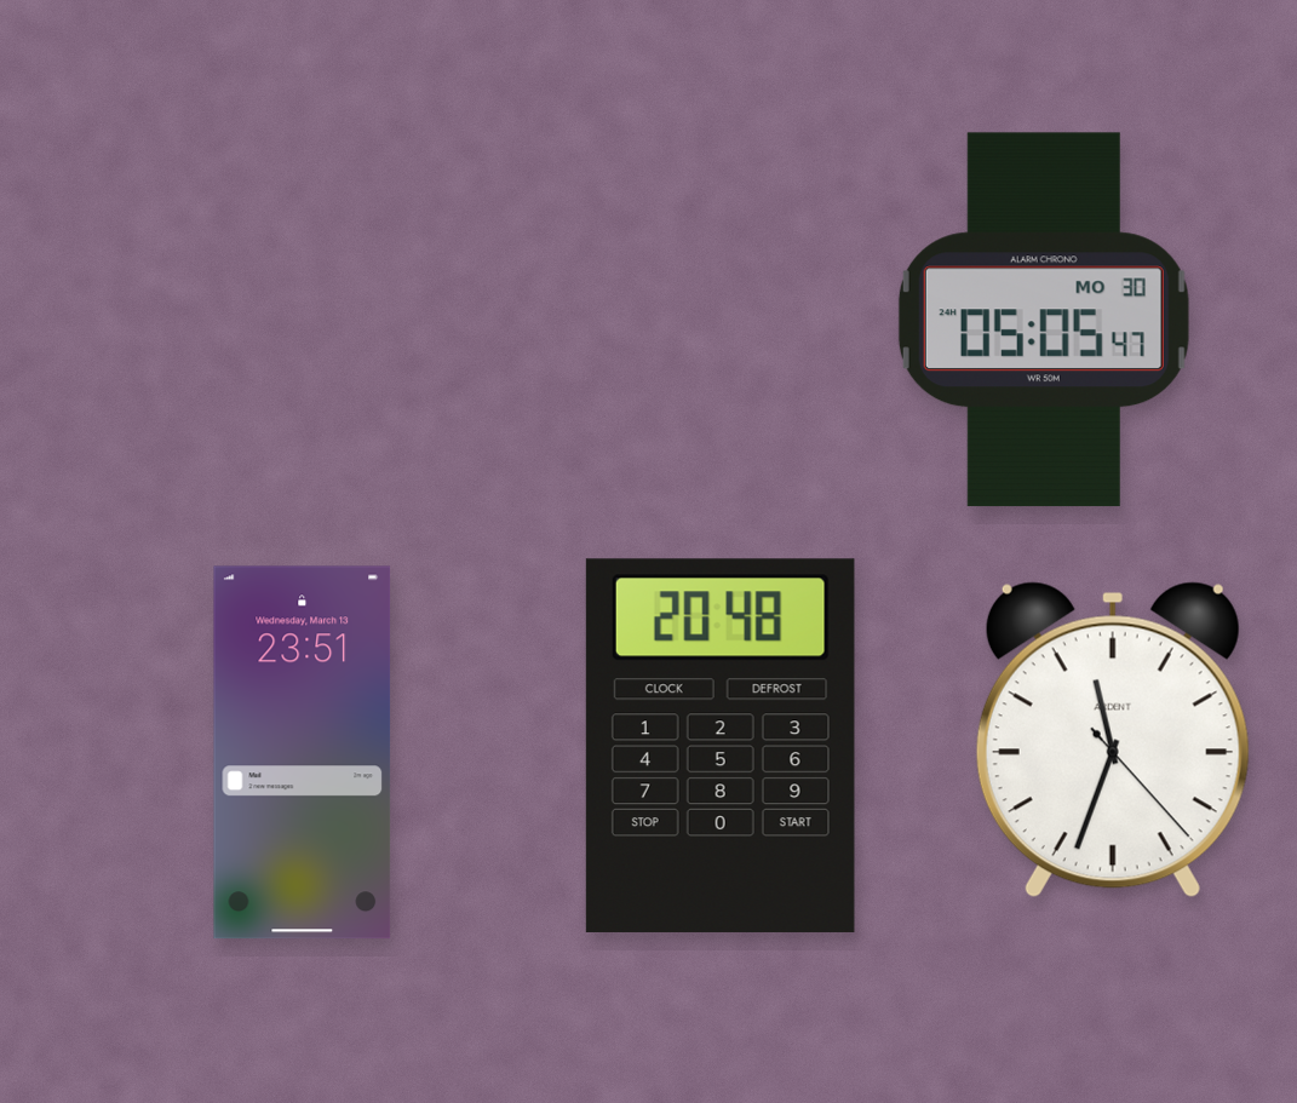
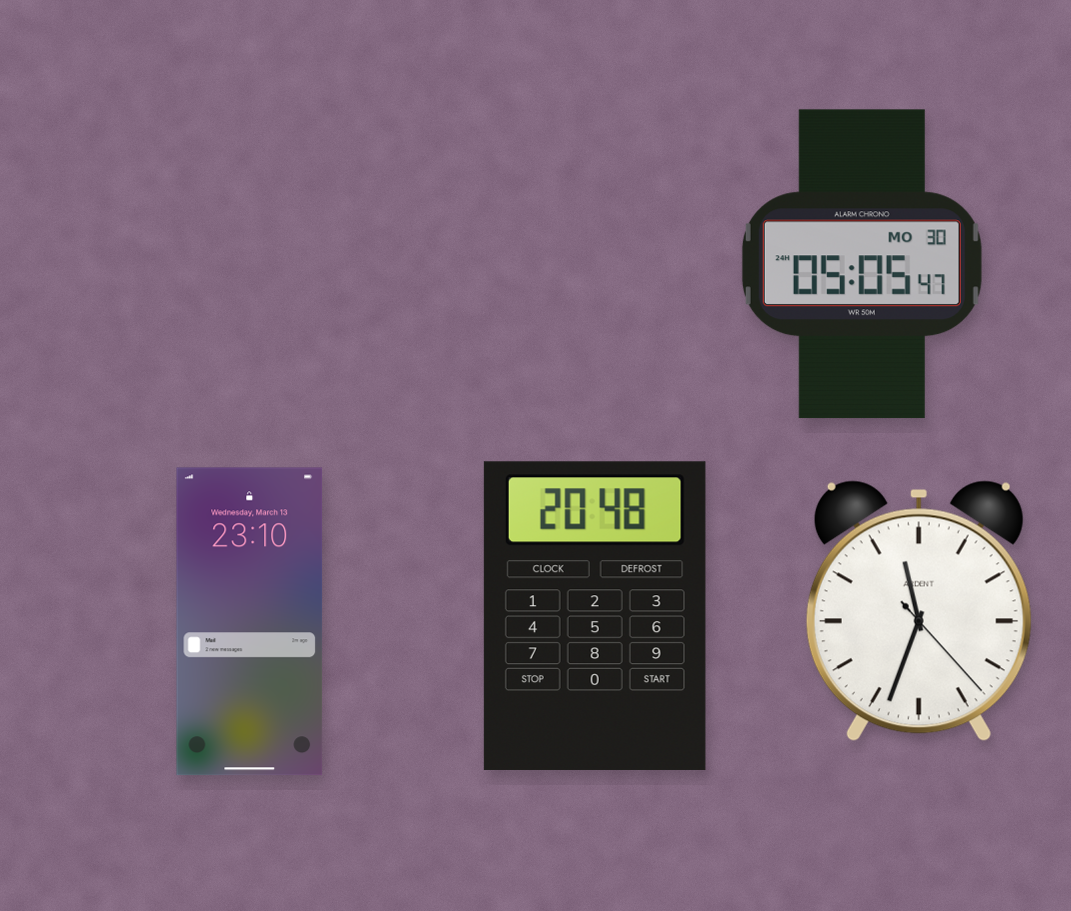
clock at (303, 753): 23:51 -> 23:10
